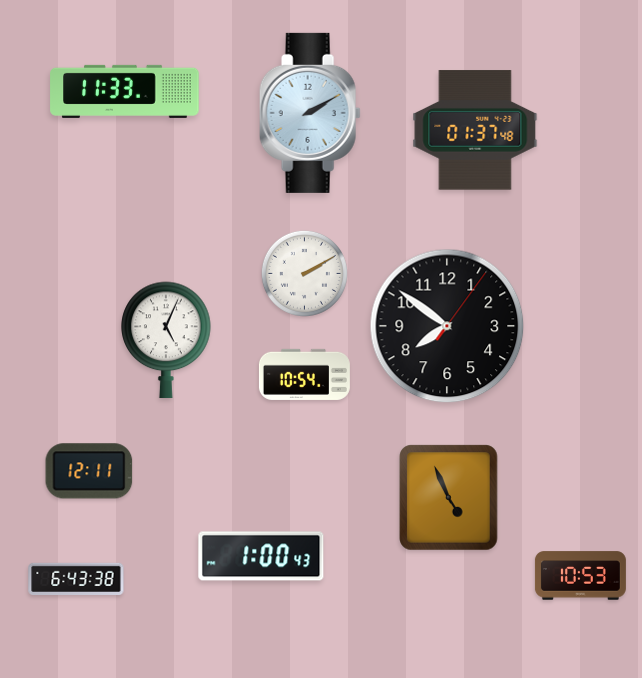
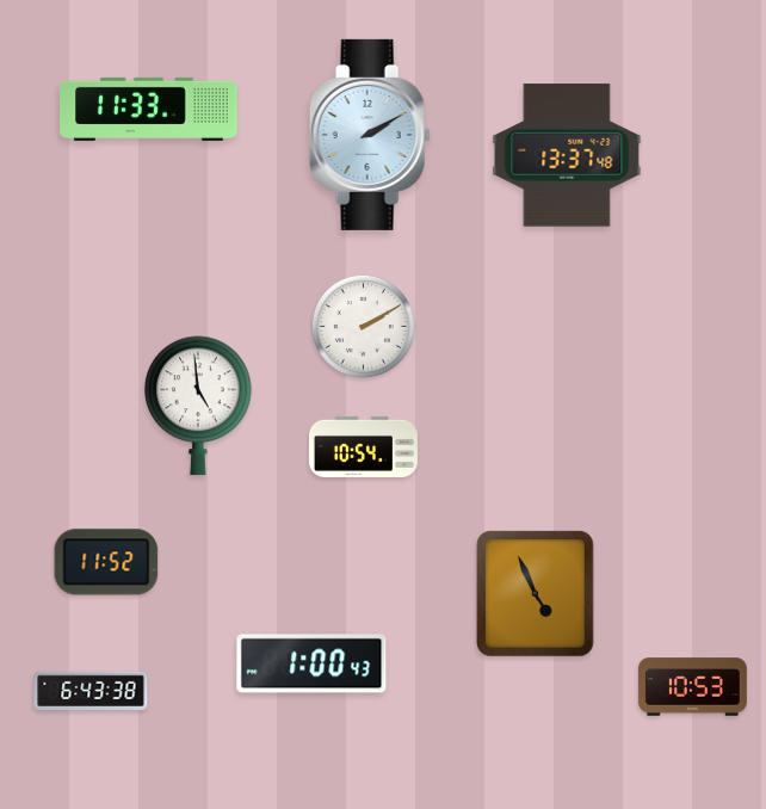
clock at (475, 130): 01:37 -> 13:37
clock at (447, 326): 7:51 -> none
clock at (166, 340): 5:04 -> 4:59
clock at (89, 471): 12:11 -> 11:52
